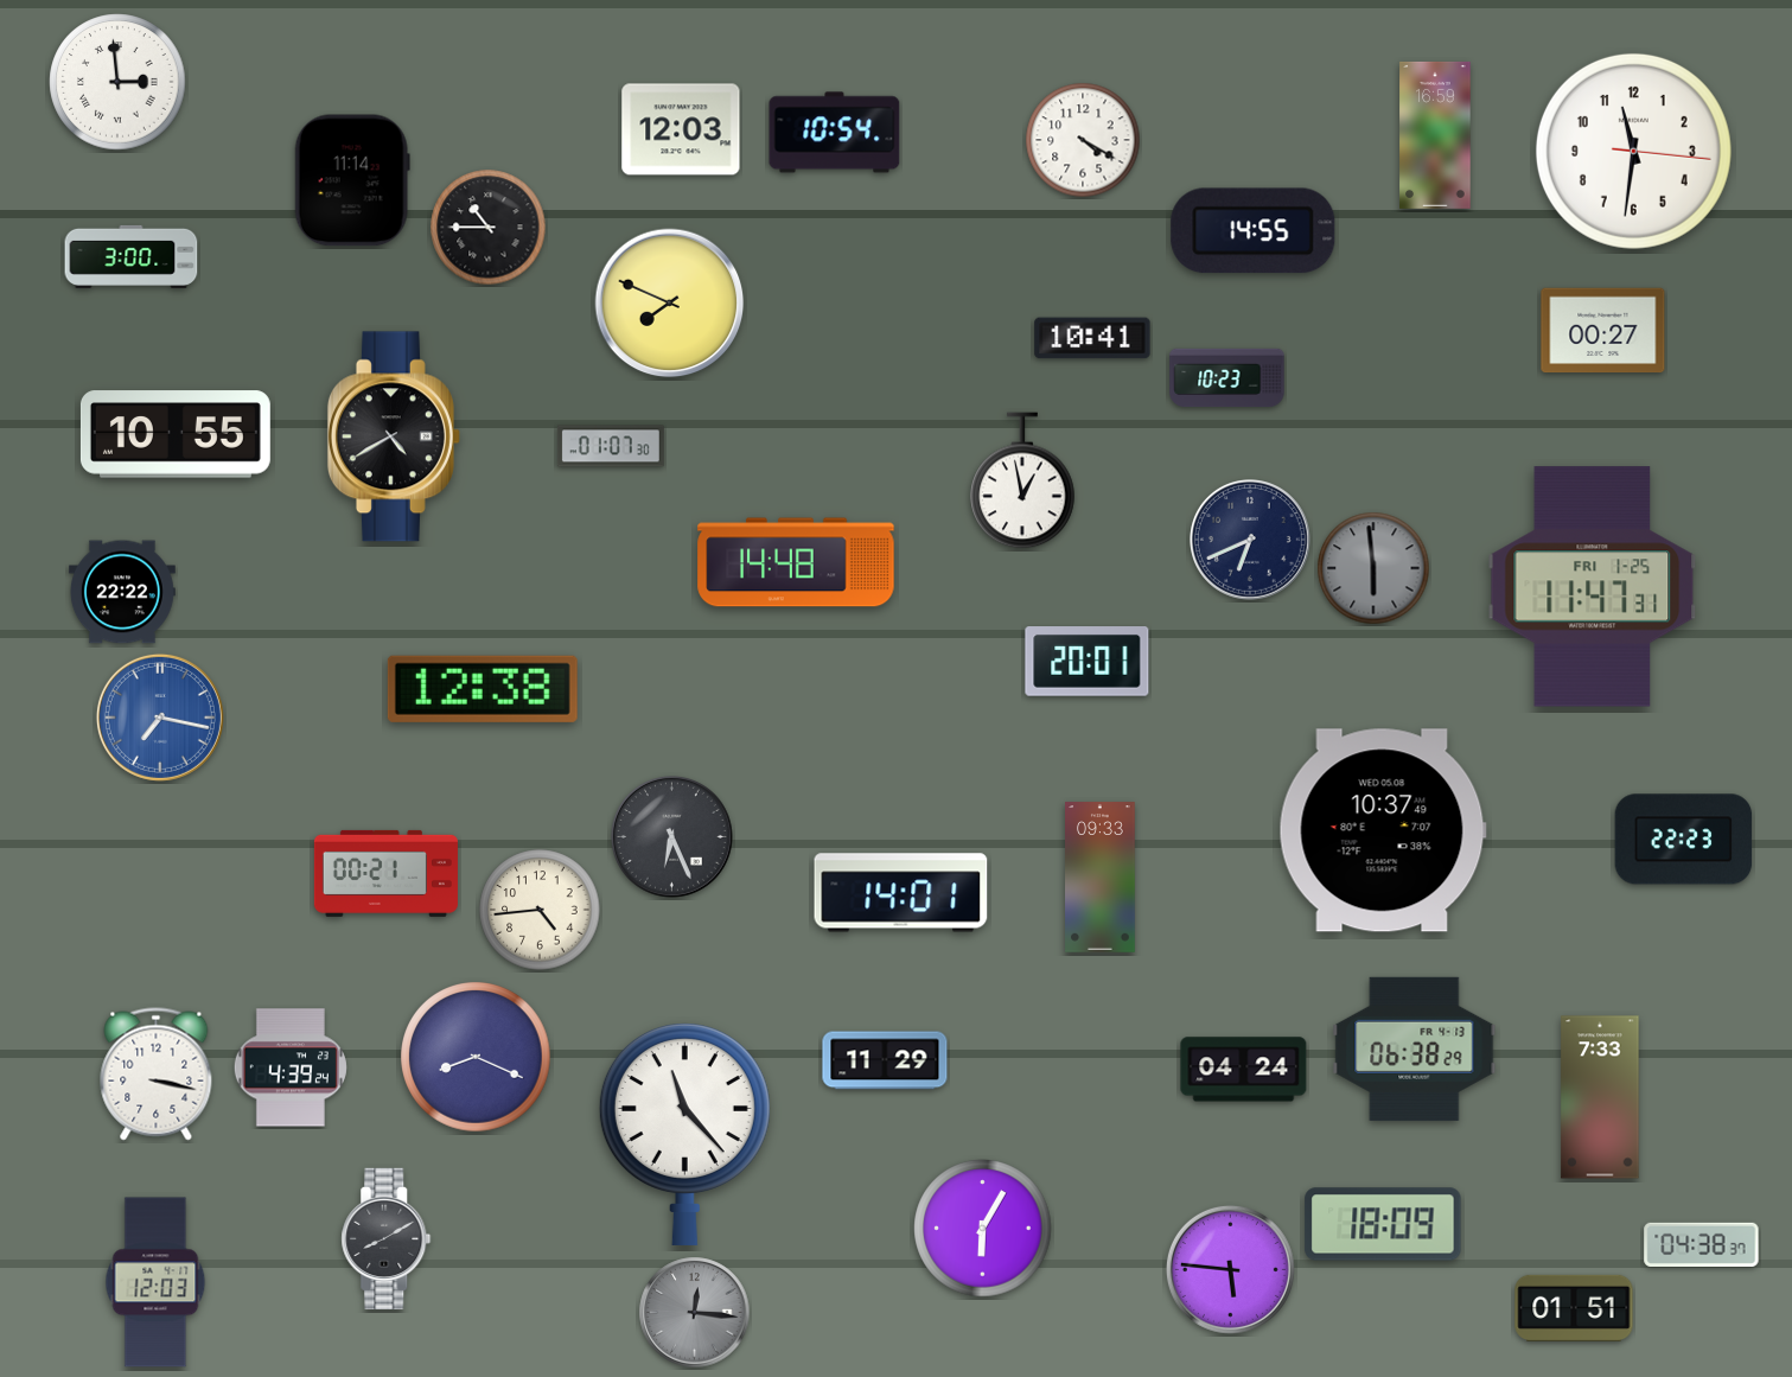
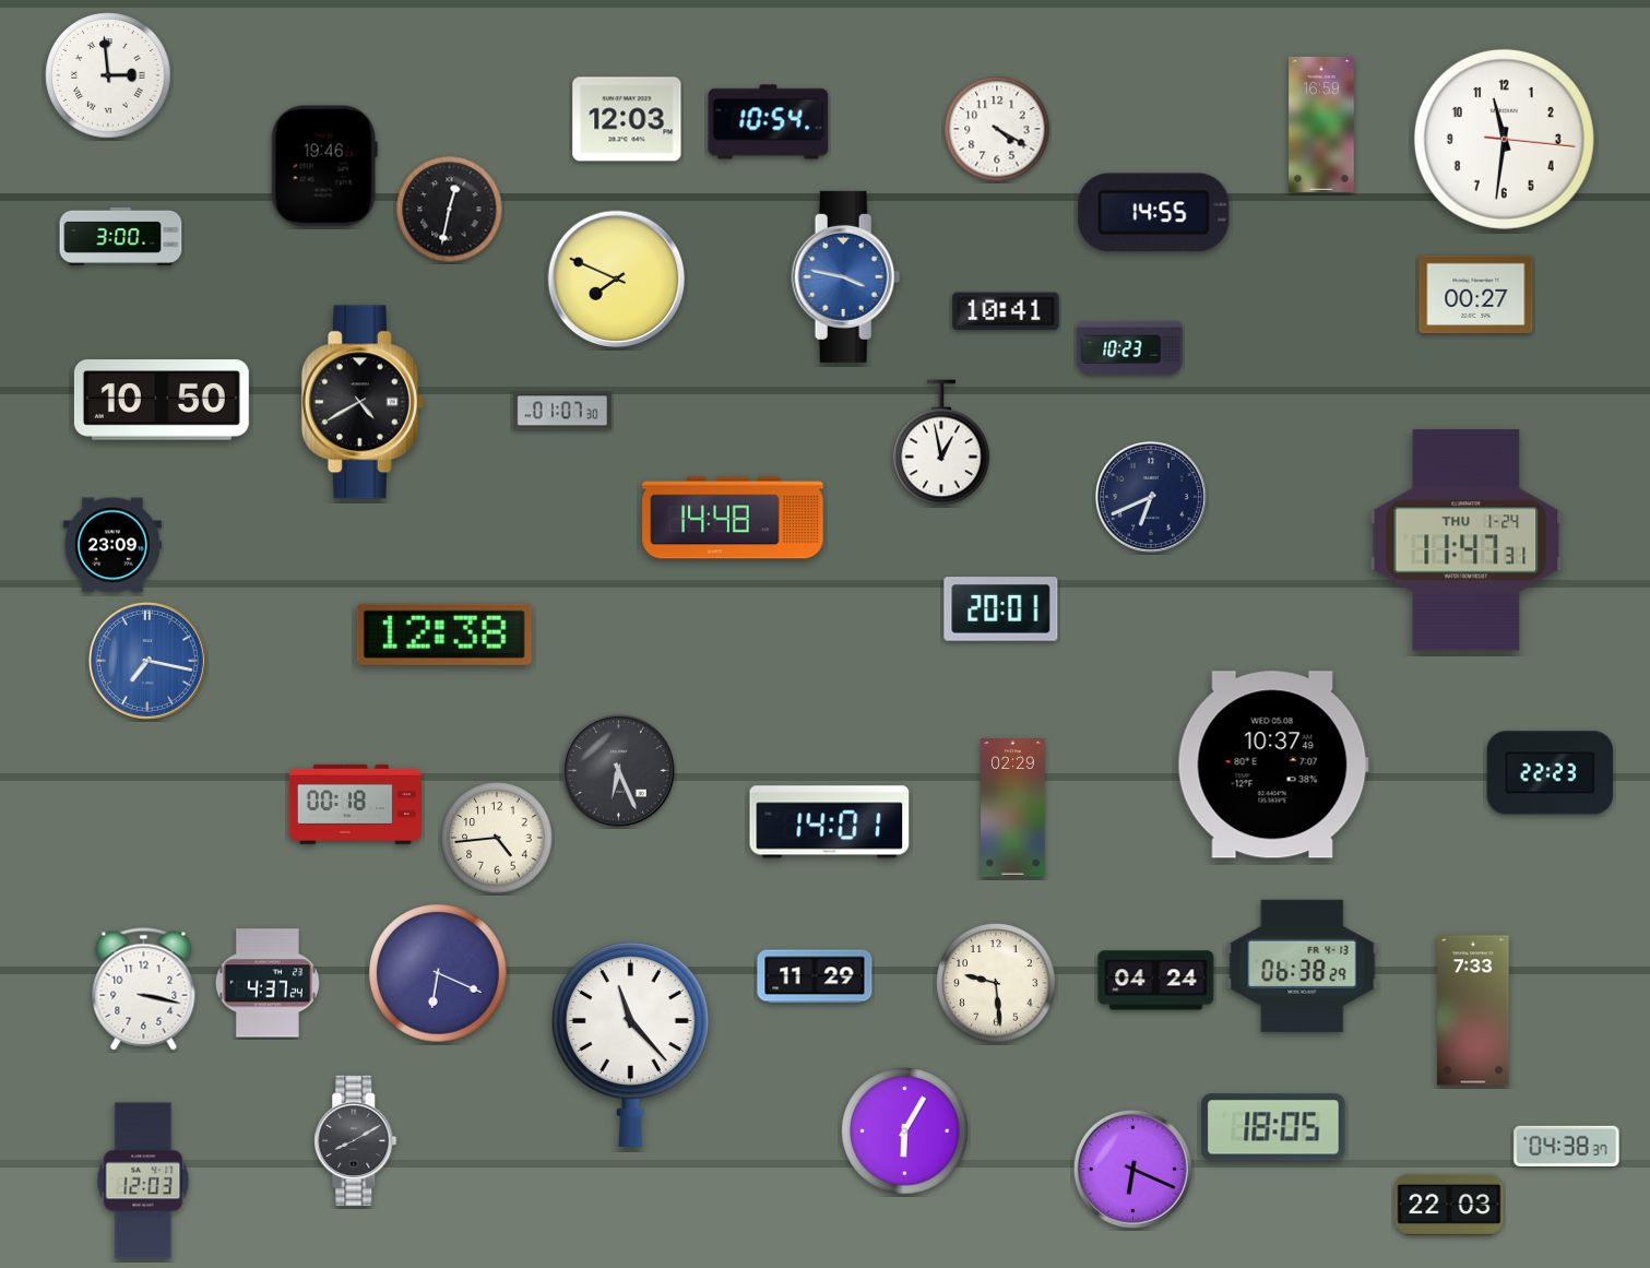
clock at (352, 180): 11:14 -> 19:46
clock at (489, 228): 10:45 -> 12:32
clock at (846, 276): none -> 3:47
clock at (1603, 331) position: (1603, 331) -> (1476, 295)
clock at (176, 434): 10:55 -> 10:50
clock at (1373, 568): 5:59 -> none
clock at (1593, 587) date: FRI 1-25 -> THU 1-24
clock at (122, 592): 22:22 -> 23:09
clock at (385, 873): 00:21 -> 00:18
clock at (1101, 878): 09:33 -> 02:29
clock at (476, 1057): 8:19 -> 6:19
clock at (291, 1067): 4:39 -> 4:37
clock at (996, 983): none -> 9:29
clock at (1244, 1070) position: (1244, 1070) -> (1156, 981)
clock at (1383, 1224): 18:09 -> 18:05
clock at (1230, 1269): 5:46 -> 6:19
clock at (1574, 1308): 01:51 -> 22:03
clock at (695, 1313): 12:16 -> none
